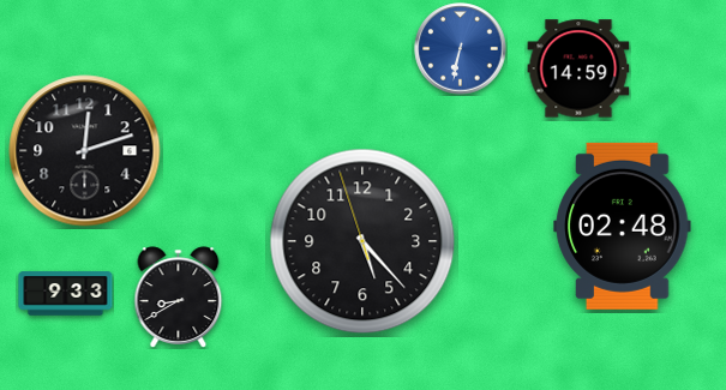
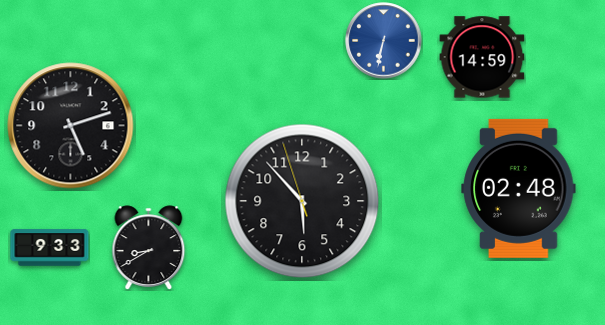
clock at (85, 151): 12:12 -> 5:12
clock at (362, 241): 5:22 -> 5:52
clock at (66, 294) position: (66, 294) -> (50, 248)
